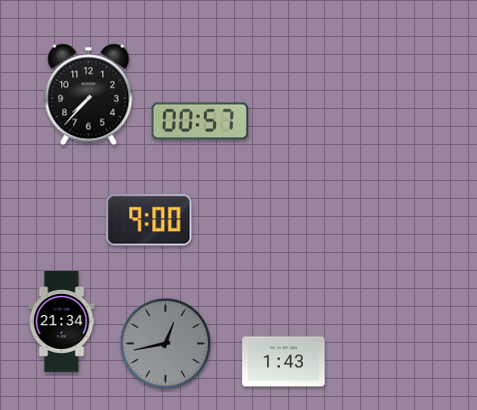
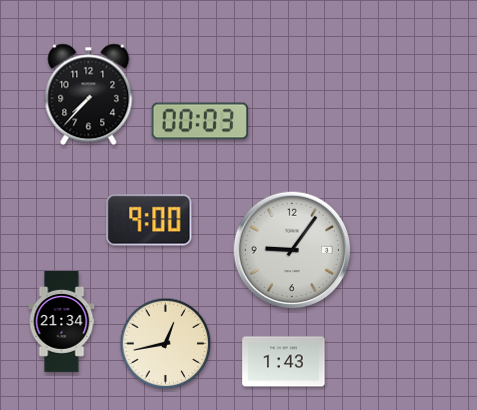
clock at (200, 121): 00:57 -> 00:03
clock at (292, 250): none -> 9:06
clock at (166, 344) dial: grey -> cream
